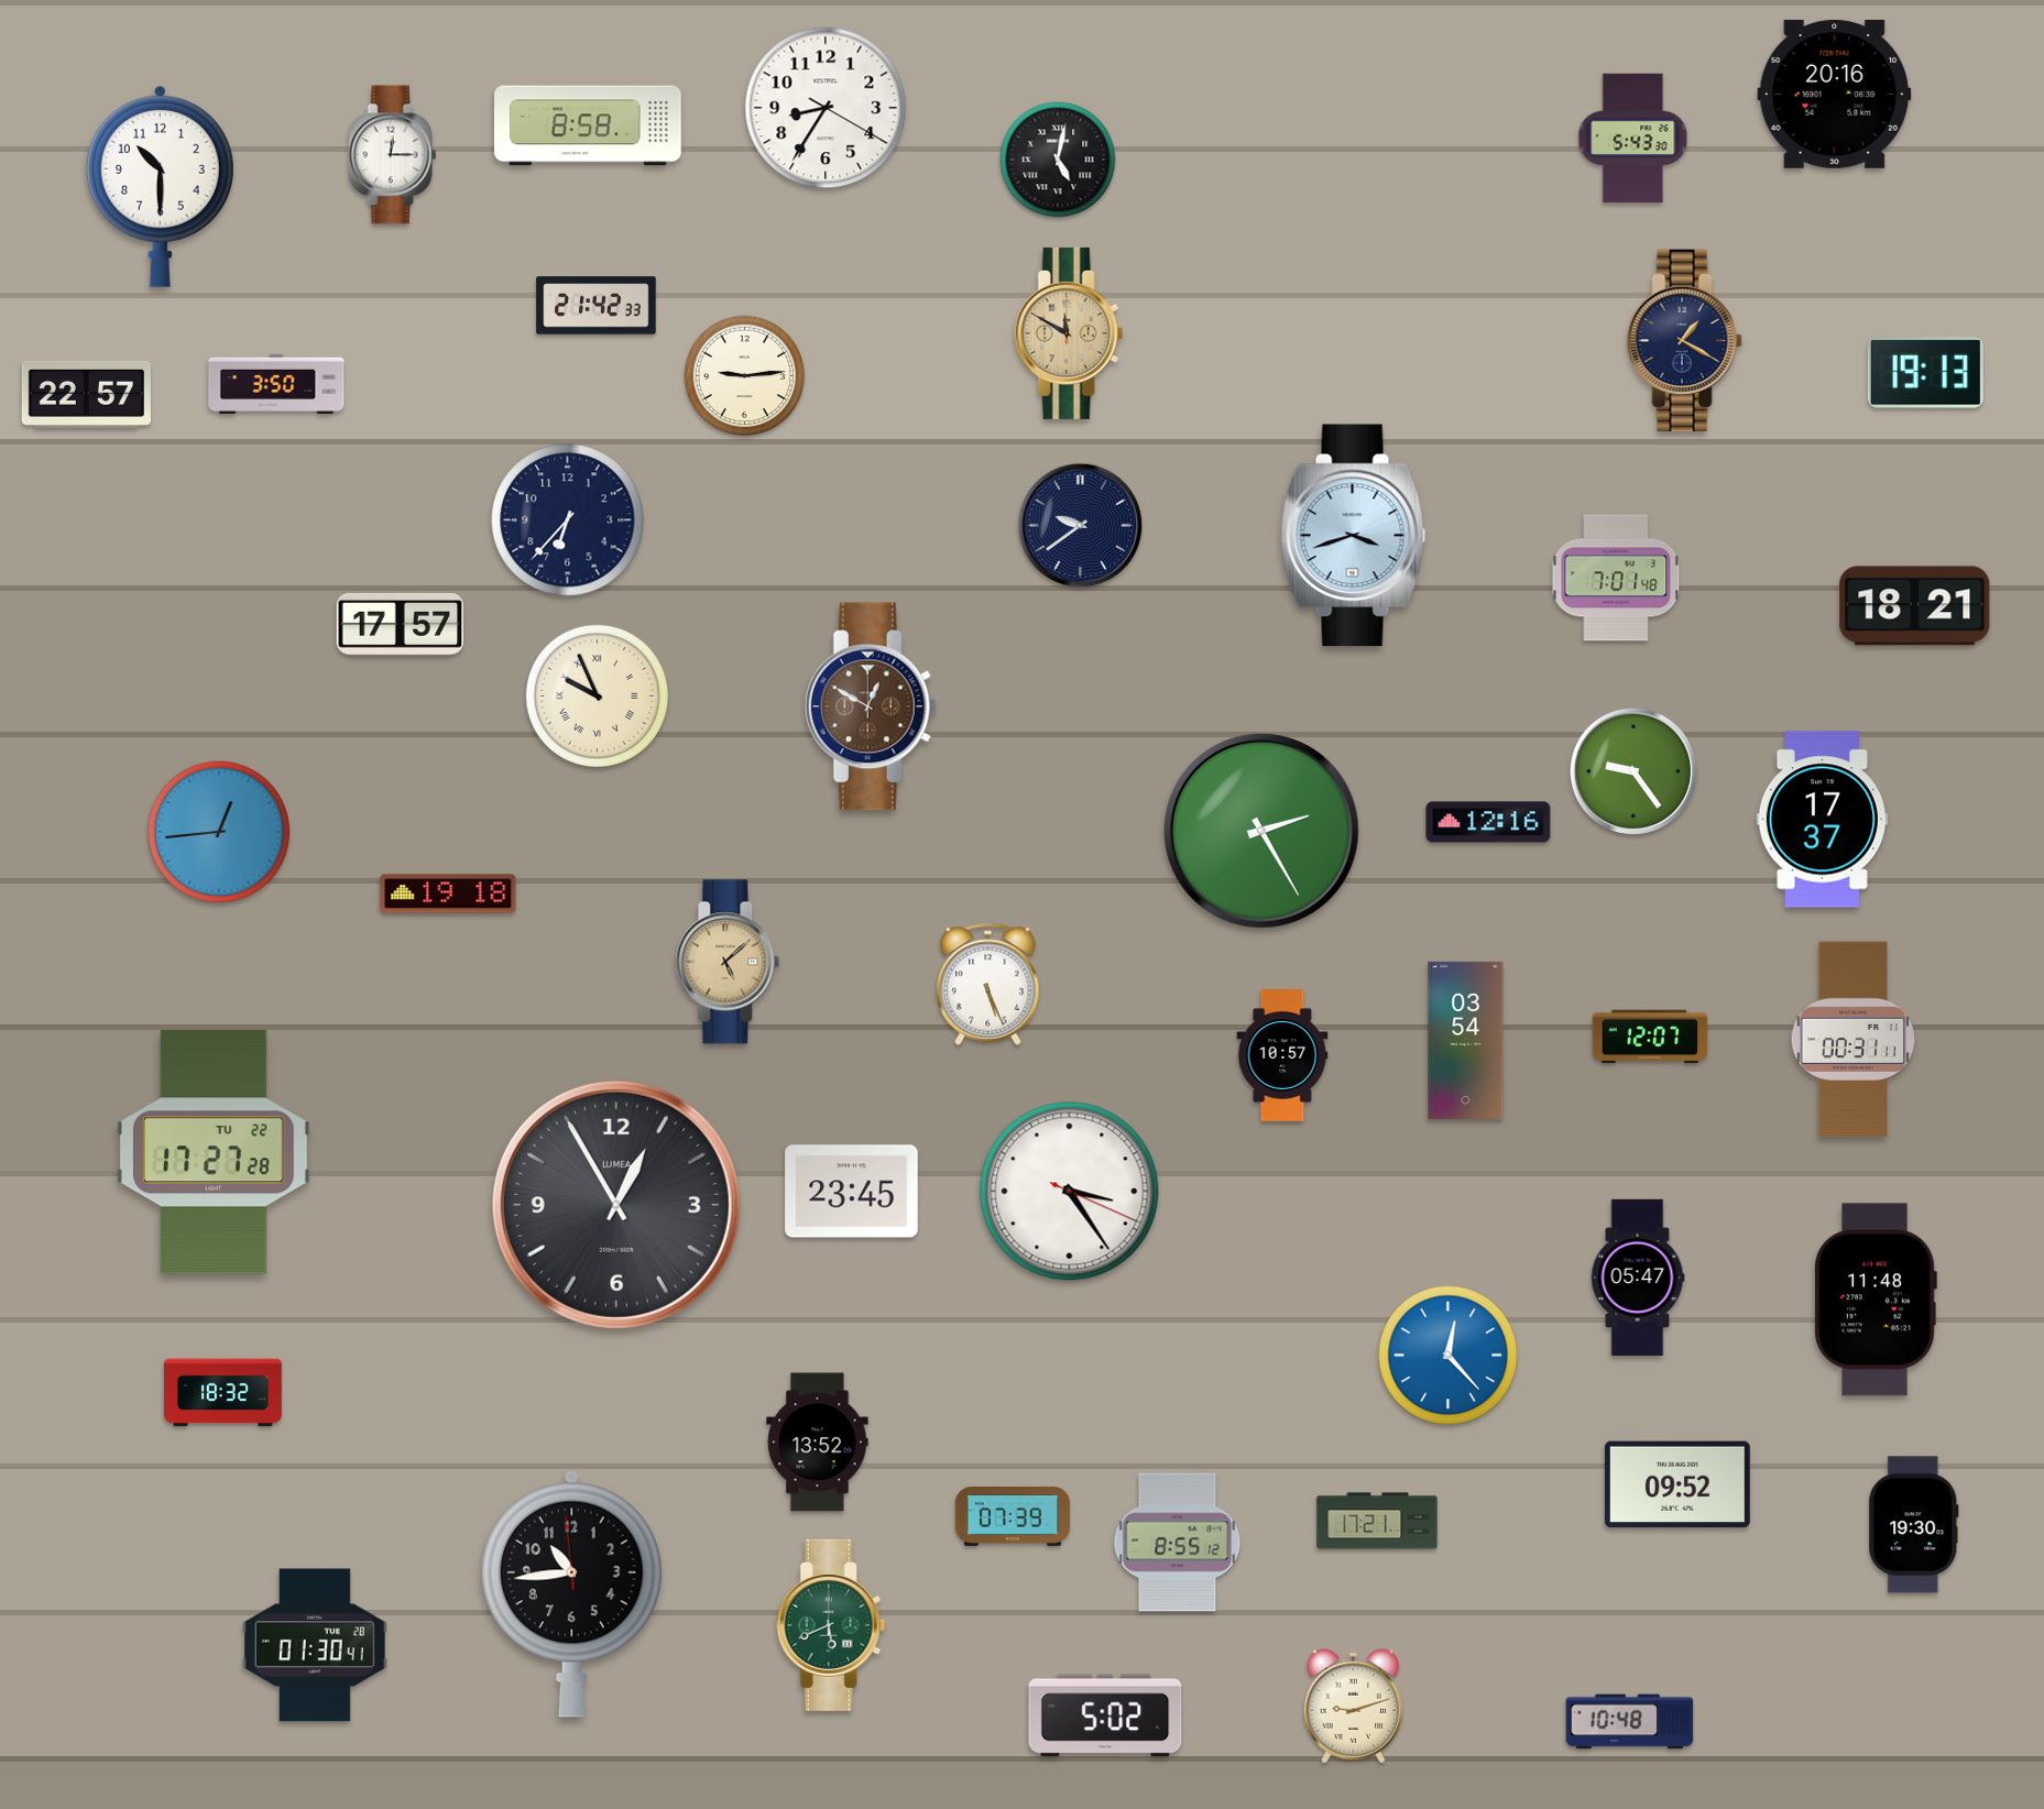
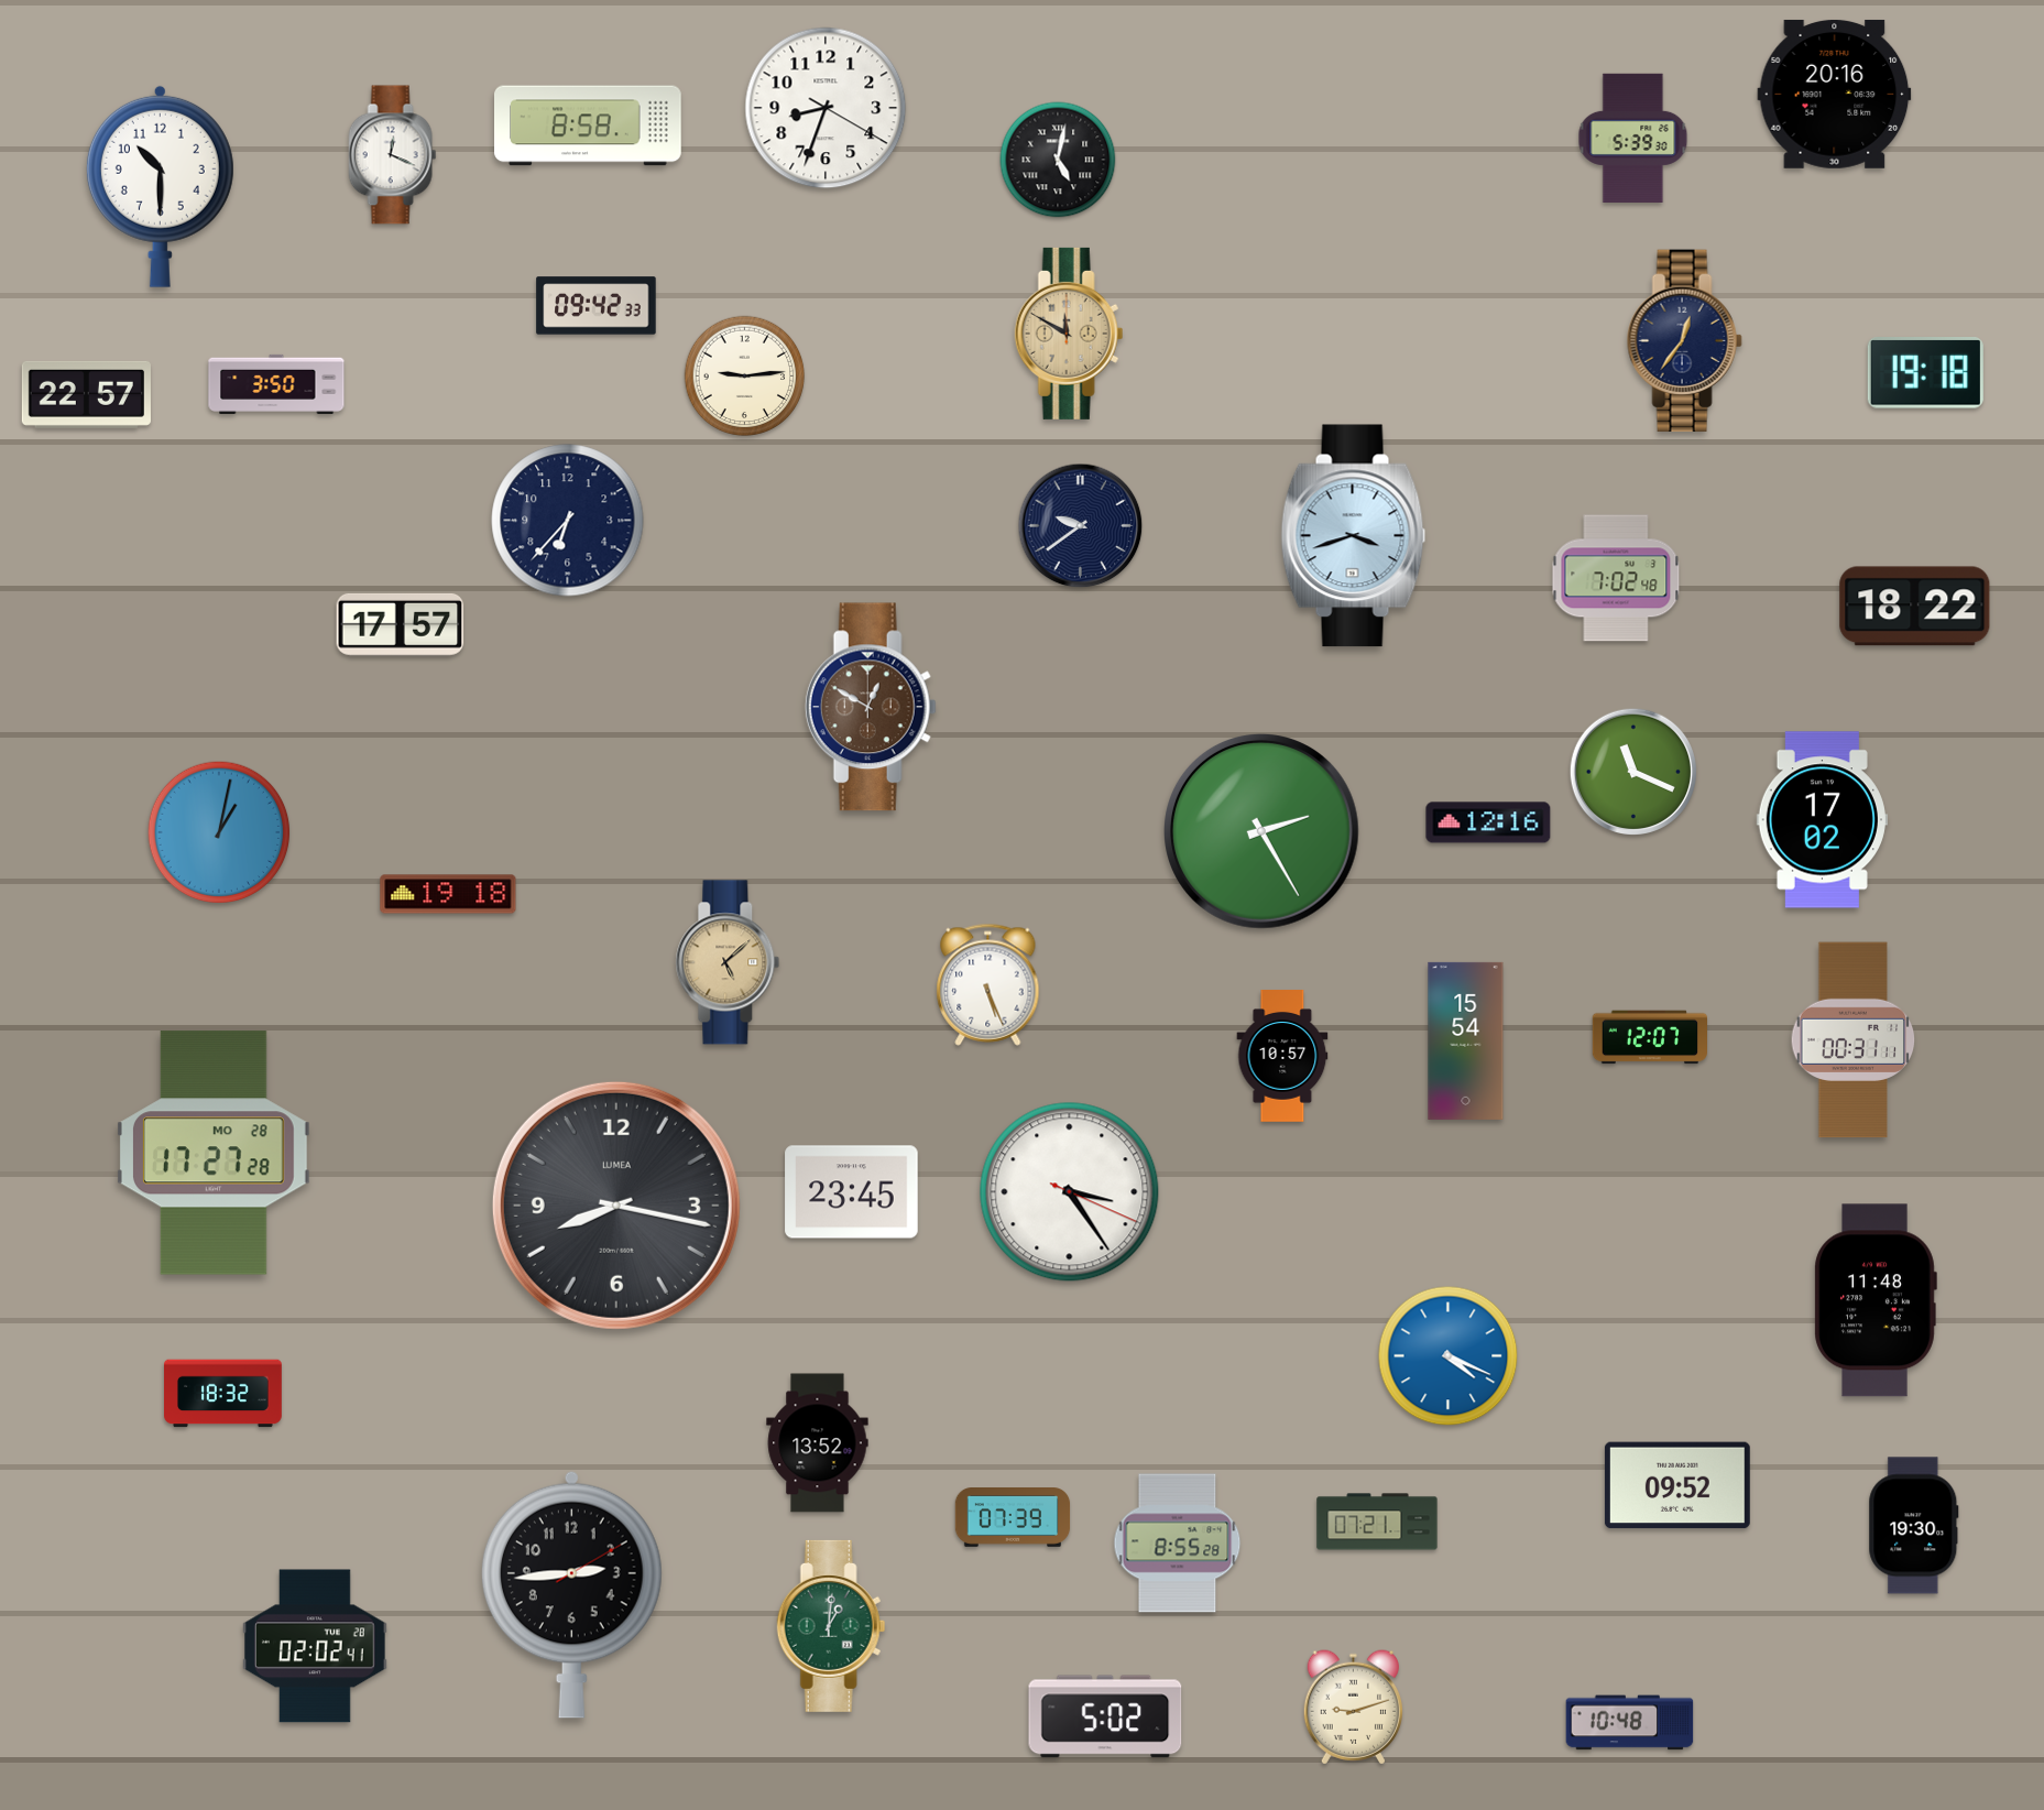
clock at (826, 108): 8:35 -> 8:33
clock at (1633, 138): 5:43 -> 5:39
clock at (393, 155): 12:15 -> 12:19
clock at (597, 306): 21:42 -> 09:42
clock at (1684, 341): 1:20 -> 12:36
clock at (1925, 373): 19:13 -> 19:18
clock at (1616, 578): 7:01 -> 7:02
clock at (1915, 606): 18:21 -> 18:22
clock at (597, 695): 9:56 -> none
clock at (1633, 771): 9:24 -> 11:19
clock at (1822, 820): 17:37 -> 17:02
clock at (219, 832): 12:44 -> 1:02
clock at (1466, 1040): 03:54 -> 15:54
clock at (214, 1152) date: TU 22 -> MO 28
clock at (616, 1205): 12:55 -> 8:17
clock at (1638, 1278): 05:47 -> none
clock at (1449, 1356): 12:23 -> 4:19
clock at (1377, 1521): 17:21 -> 07:21
clock at (1178, 1543): 8:55:12 -> 8:55:28
clock at (571, 1593): 10:43 -> 2:44
clock at (831, 1625): 5:41 -> 1:01
clock at (315, 1645): 01:30 -> 02:02
